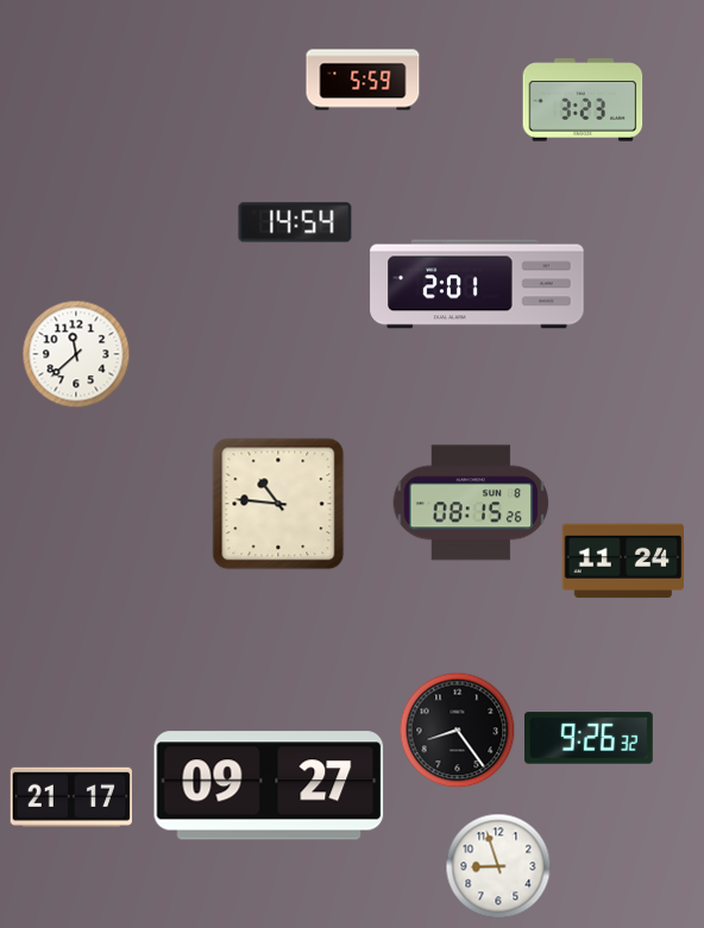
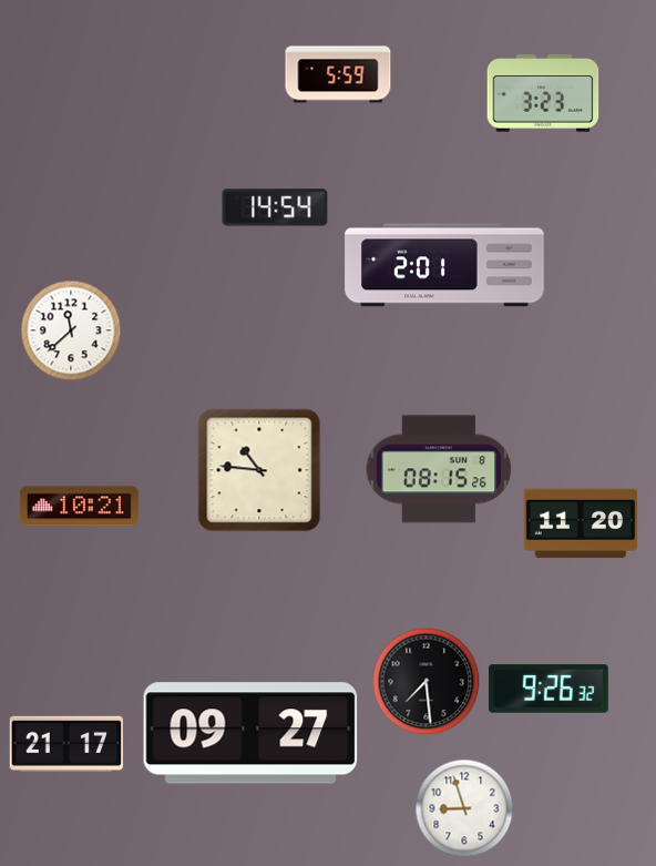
clock at (79, 507): none -> 10:21
clock at (623, 561): 11:24 -> 11:20
clock at (458, 731): 8:24 -> 7:29
